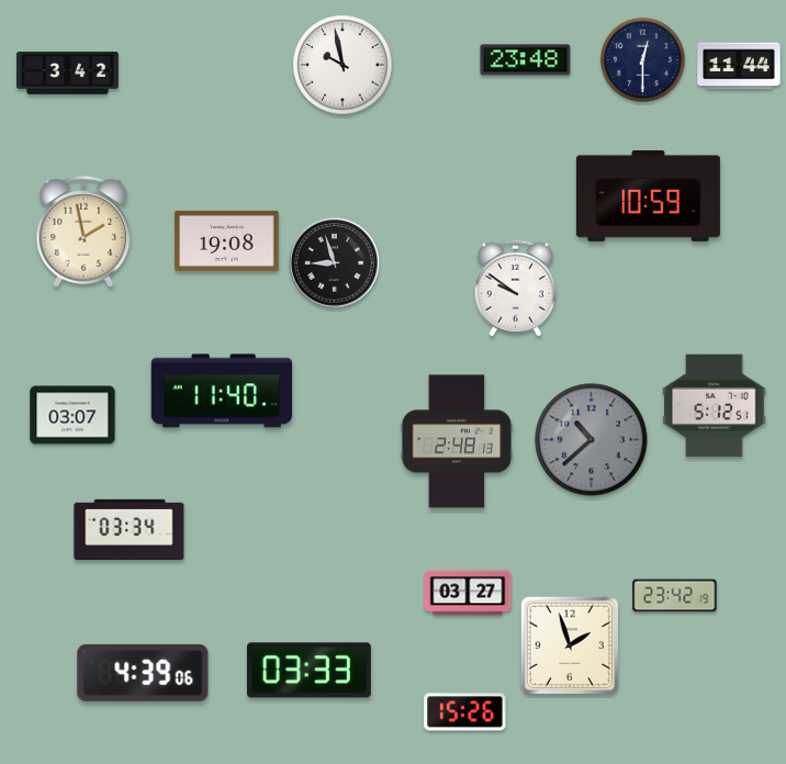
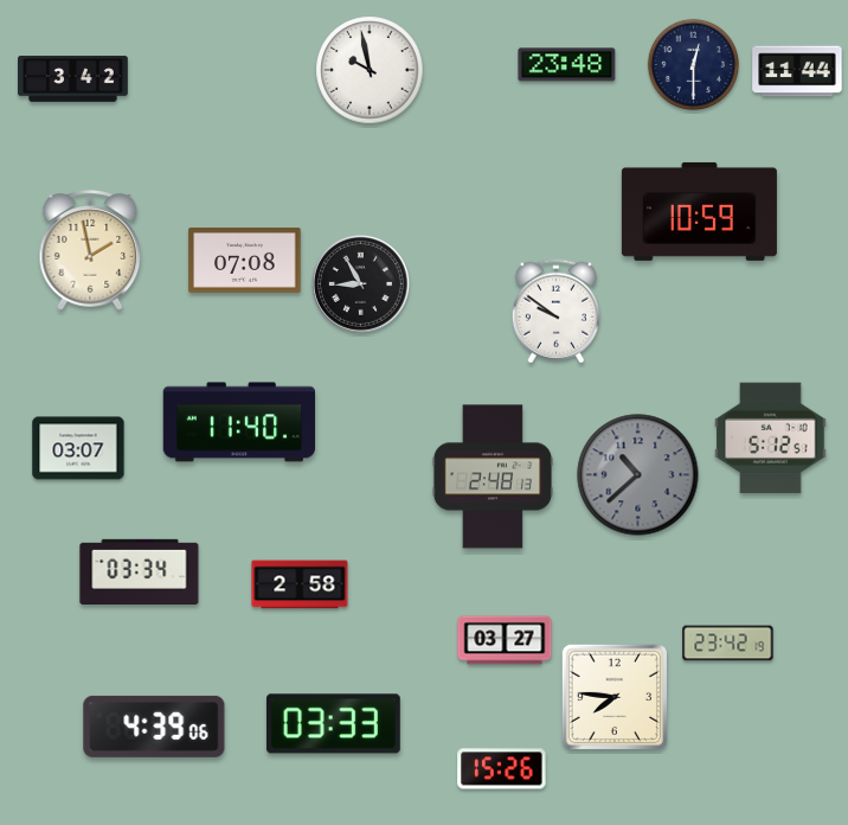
clock at (227, 240): 19:08 -> 07:08
clock at (335, 263): 8:57 -> 8:55
clock at (300, 584): none -> 2:58
clock at (569, 644): 1:57 -> 7:46
